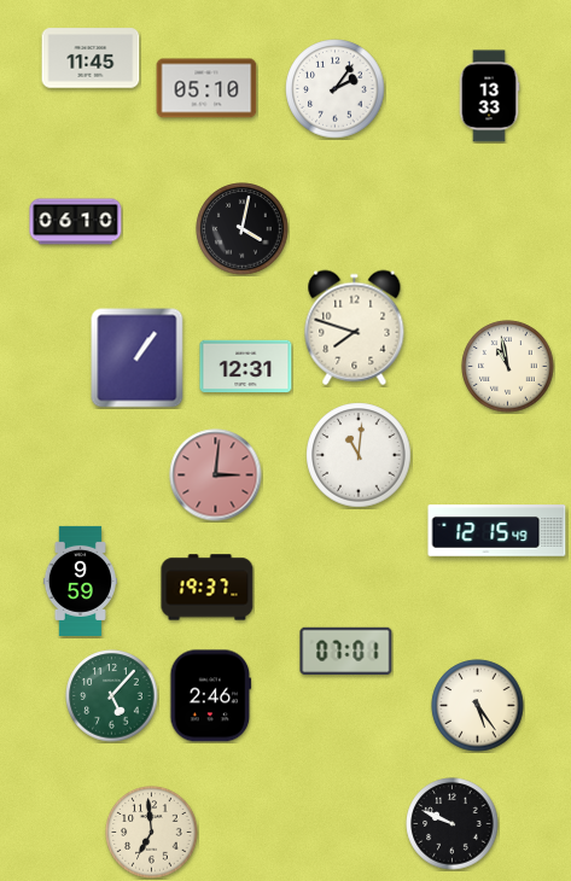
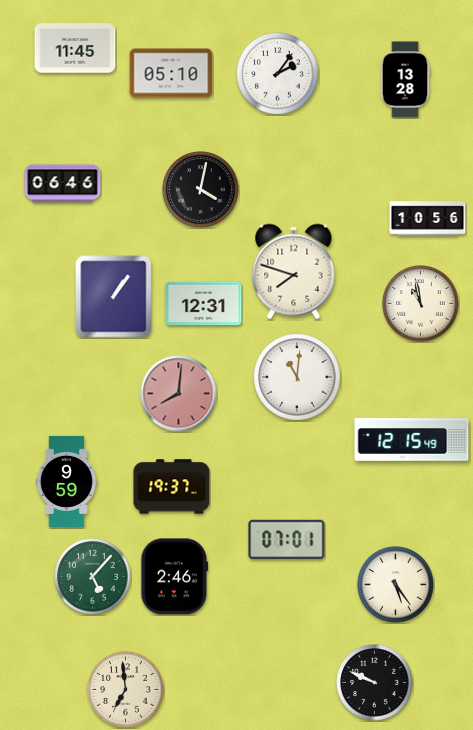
clock at (489, 97): 13:33 -> 13:28
clock at (76, 222): 06:10 -> 06:46
clock at (428, 219): none -> 10:56
clock at (216, 475): 3:01 -> 8:01
